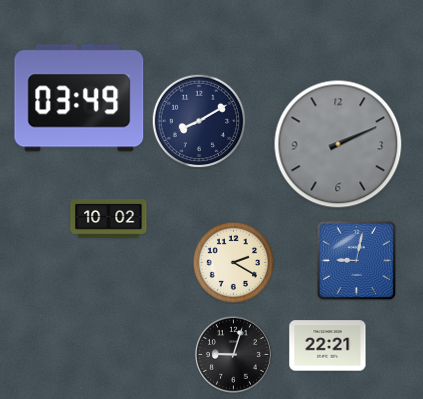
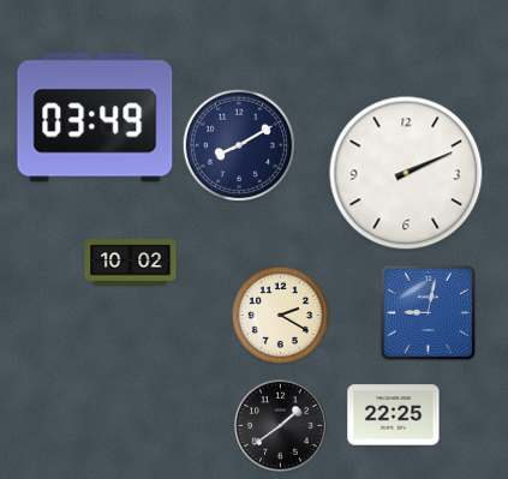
clock at (338, 144) dial: grey -> white
clock at (328, 346): 22:21 -> 22:25
clock at (234, 355): 9:03 -> 1:39
